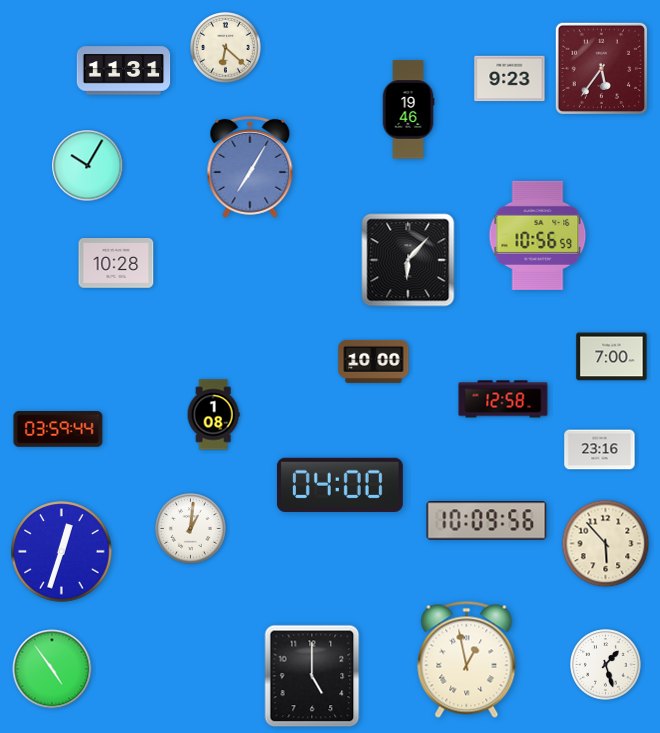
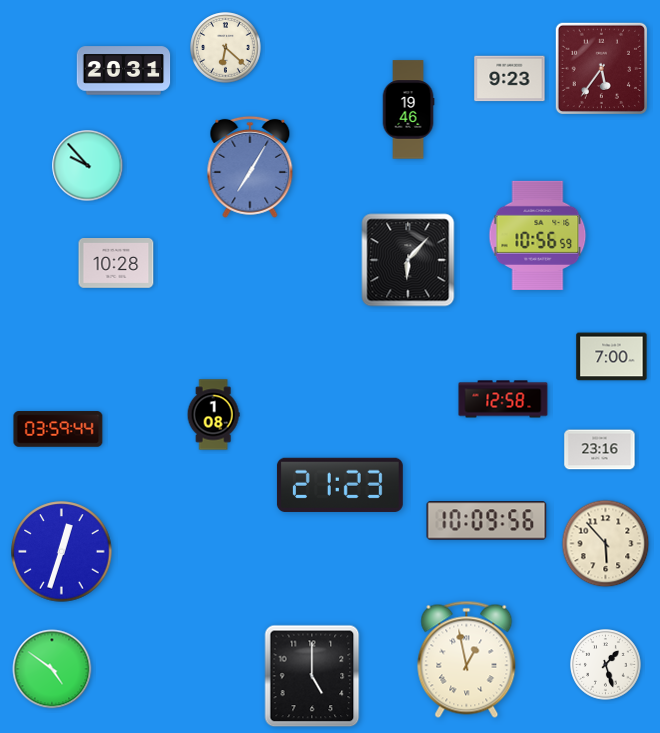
clock at (124, 71): 11:31 -> 20:31
clock at (88, 166): 10:05 -> 9:53
clock at (374, 361): 10:00 -> none
clock at (340, 485): 04:00 -> 21:23
clock at (191, 529): 1:01 -> none
clock at (52, 669): 4:54 -> 4:51
